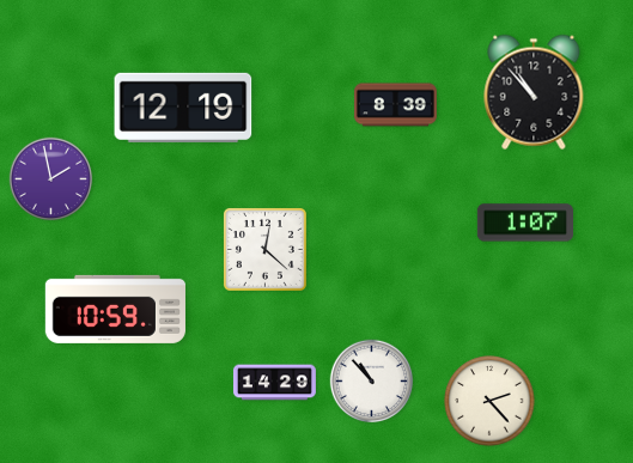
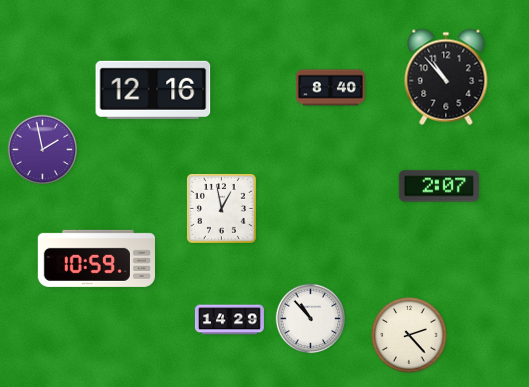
clock at (395, 105): 8:39 -> 8:40
clock at (183, 108): 12:19 -> 12:16
clock at (525, 223): 1:07 -> 2:07
clock at (264, 249): 12:22 -> 12:58
